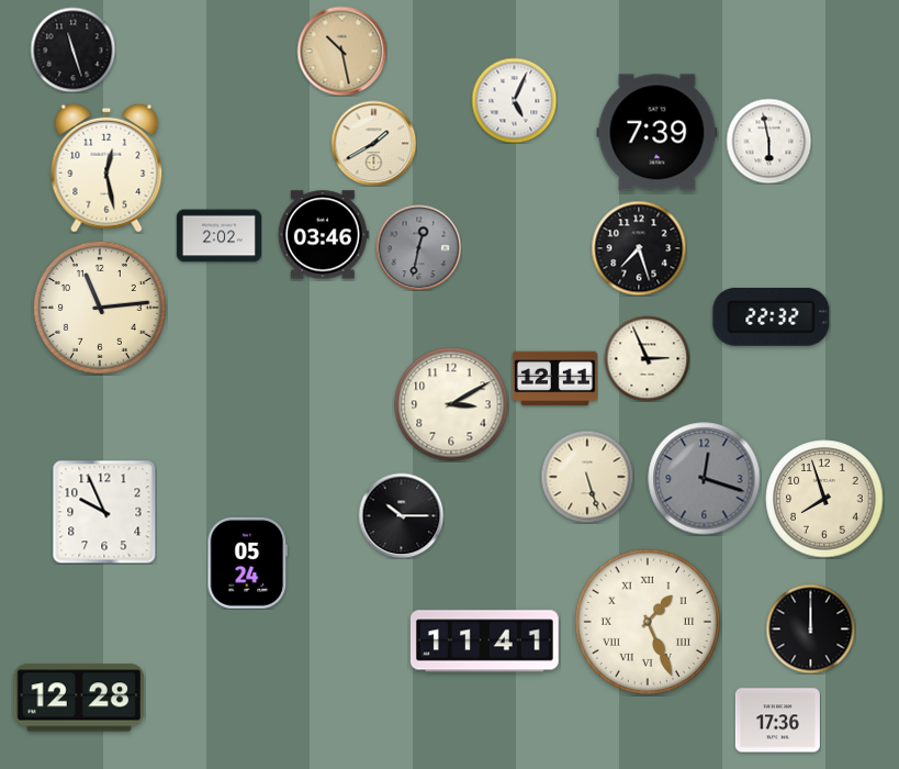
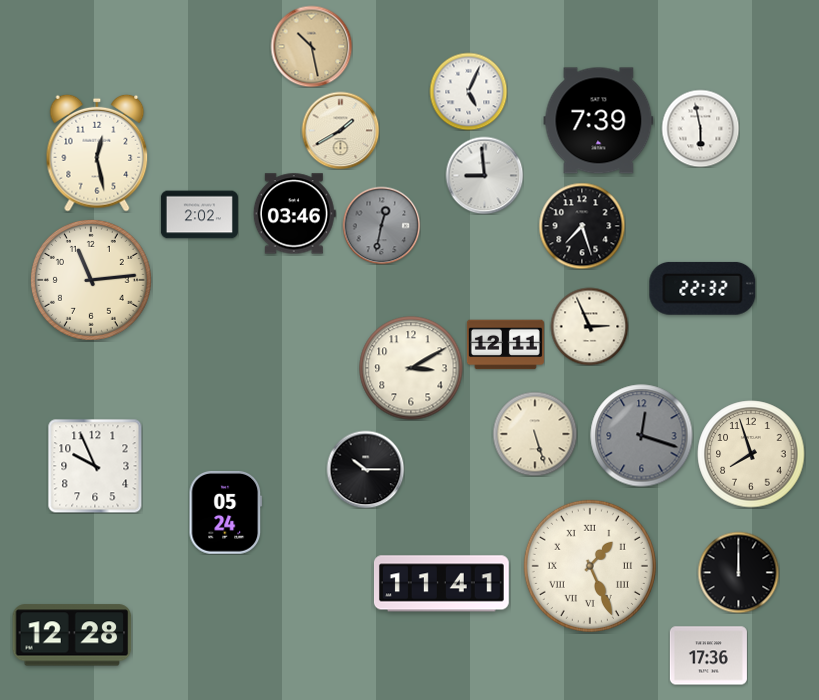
clock at (72, 49): 11:27 -> none
clock at (484, 175): none -> 8:59
